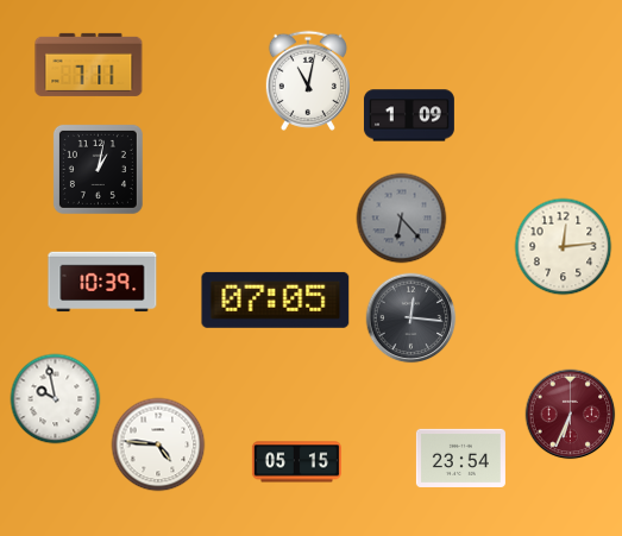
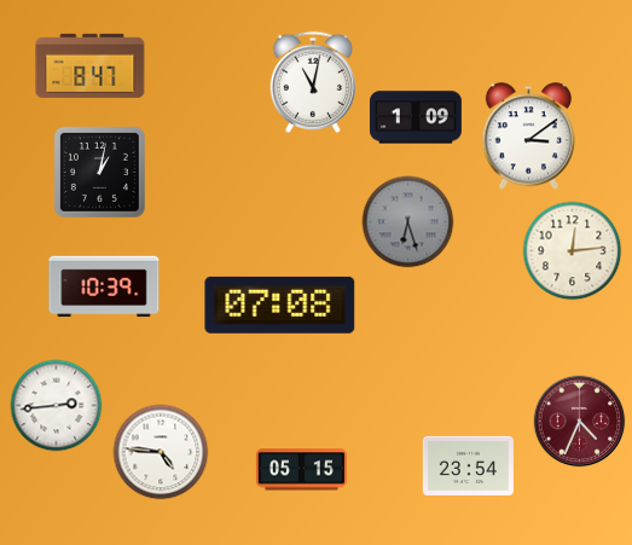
clock at (89, 64): 7:11 -> 8:47
clock at (529, 137): none -> 3:09
clock at (402, 219): 6:23 -> 6:27
clock at (276, 299): 07:05 -> 07:08
clock at (411, 319): 12:16 -> none
clock at (56, 399): 9:58 -> 2:44
clock at (571, 415): 6:34 -> 4:34
